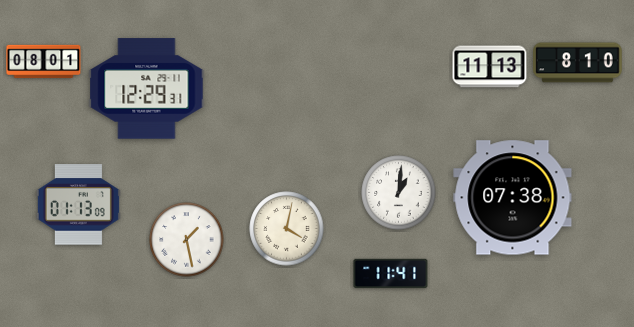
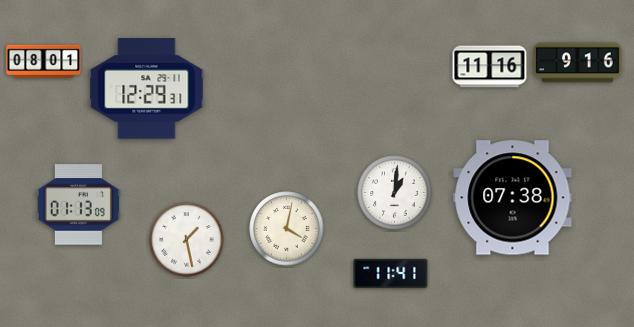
clock at (578, 63): 8:10 -> 9:16
clock at (490, 67): 11:13 -> 11:16
clock at (399, 193) position: (399, 193) -> (395, 193)
